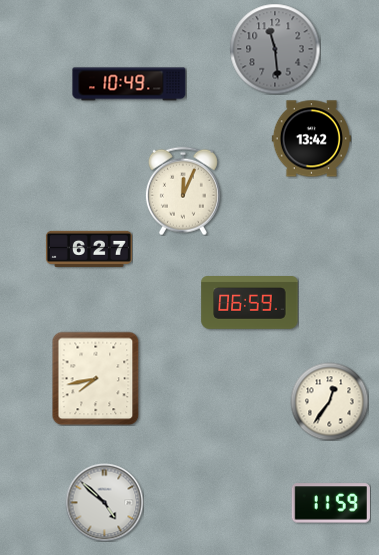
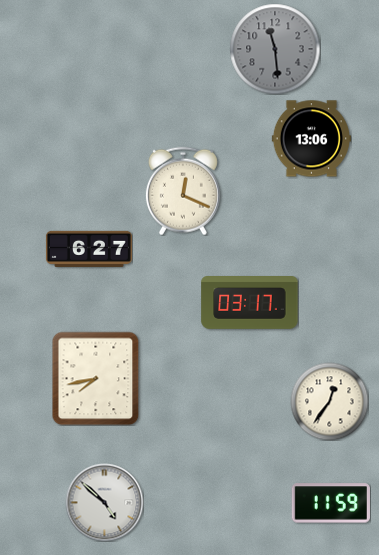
clock at (129, 84): 10:49 -> none
clock at (311, 139): 13:42 -> 13:06
clock at (183, 191): 12:04 -> 12:19
clock at (250, 303): 06:59 -> 03:17
